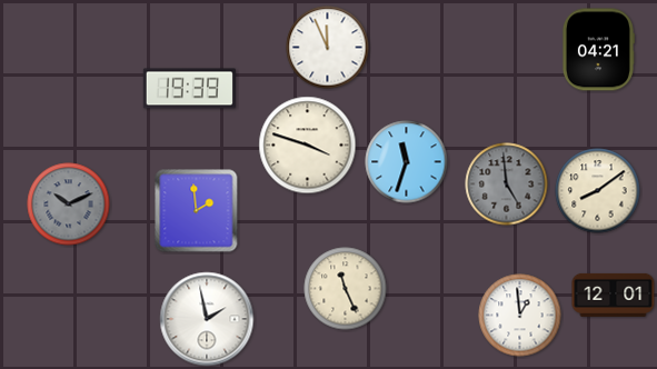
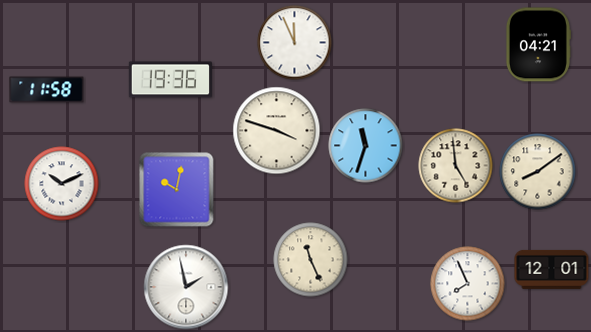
clock at (189, 89): 19:39 -> 19:36
clock at (47, 90): none -> 11:58
clock at (507, 184) dial: grey -> cream
clock at (69, 205) dial: grey -> white
clock at (197, 211): 1:59 -> 10:02
clock at (614, 295) position: (614, 295) -> (552, 269)
clock at (520, 316): 12:59 -> 7:56
